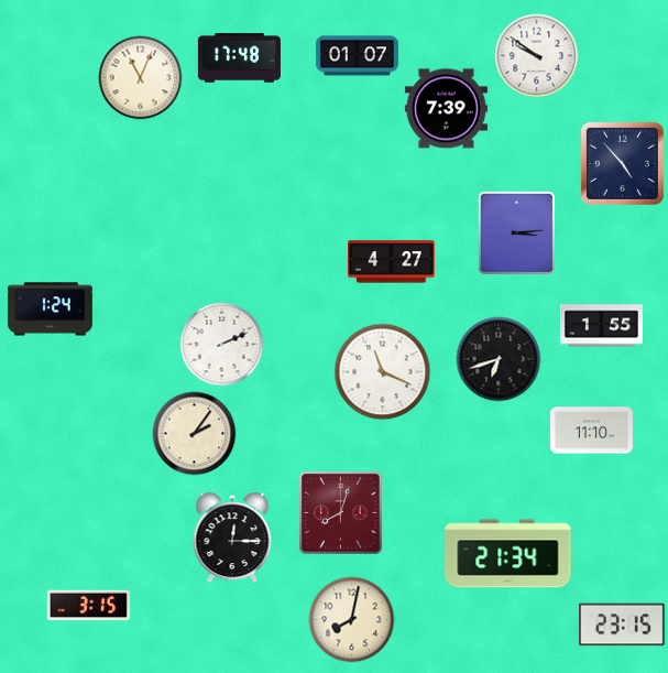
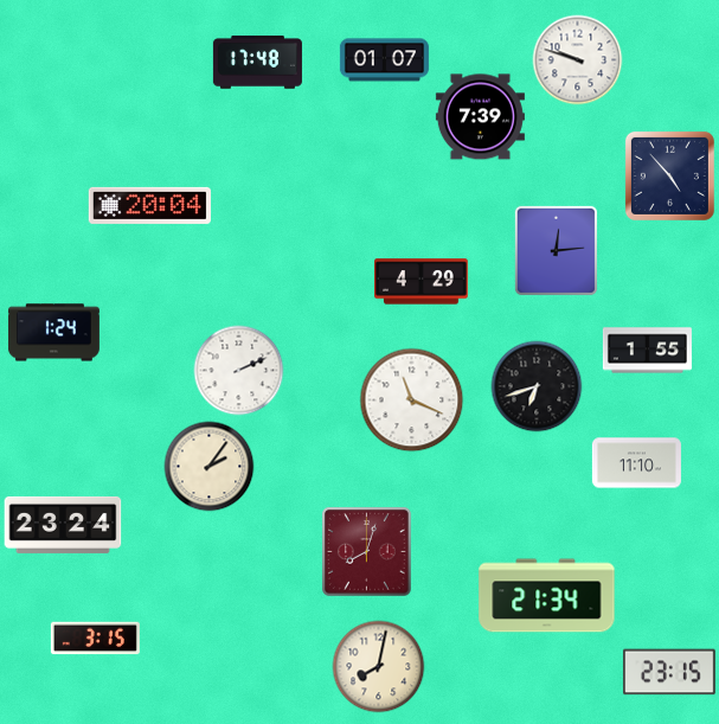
clock at (537, 56): 9:51 -> 9:48
clock at (141, 78): 11:04 -> none
clock at (149, 205): none -> 20:04
clock at (516, 232): 3:14 -> 12:14
clock at (392, 262): 4:27 -> 4:29
clock at (63, 525): none -> 23:24
clock at (232, 538): 12:15 -> none
clock at (88, 606) position: (88, 606) -> (95, 639)
